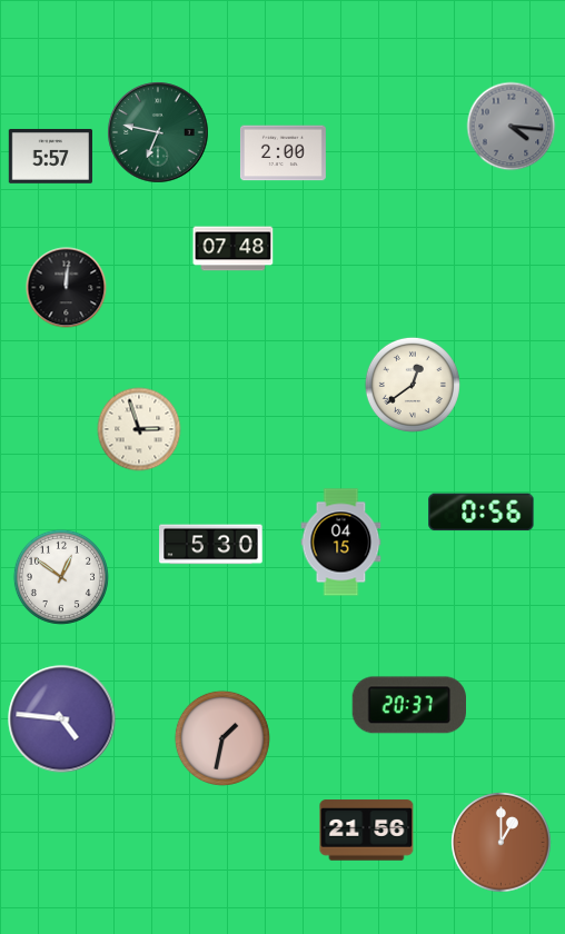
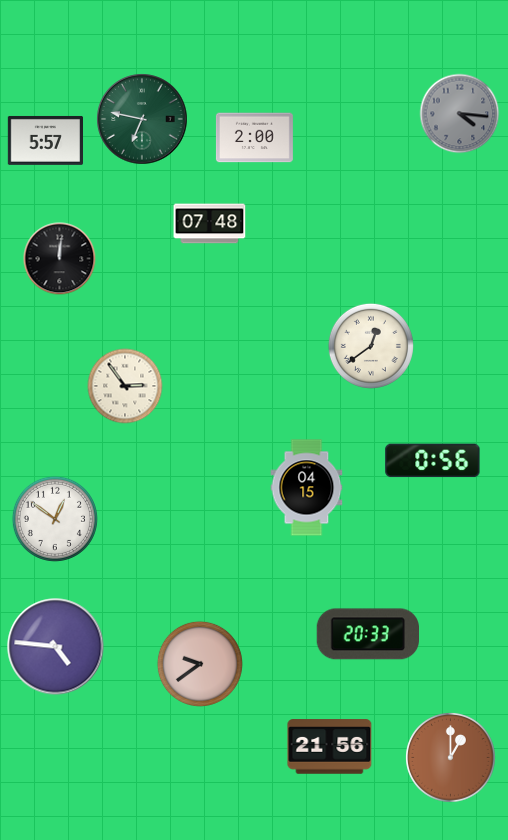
clock at (139, 429): 2:57 -> 2:54
clock at (211, 545): 5:30 -> none
clock at (408, 705): 20:37 -> 20:33
clock at (222, 738): 1:32 -> 9:39
